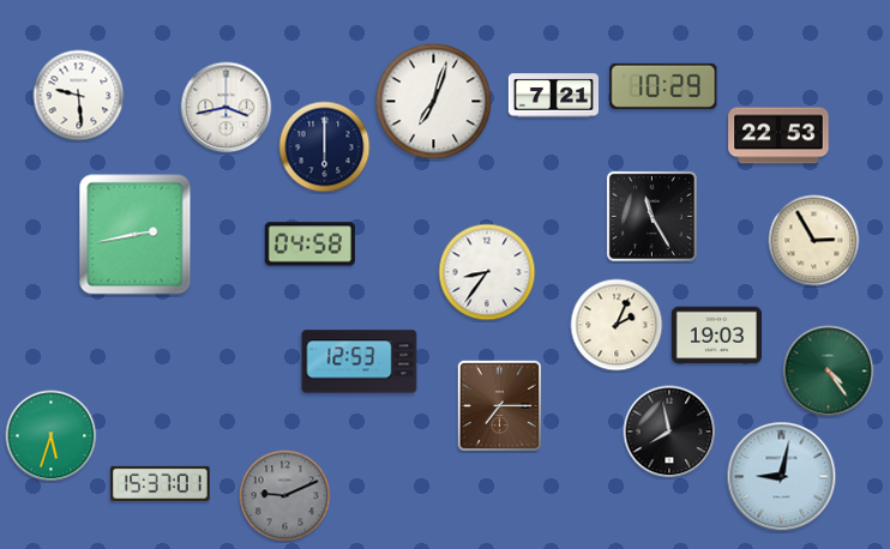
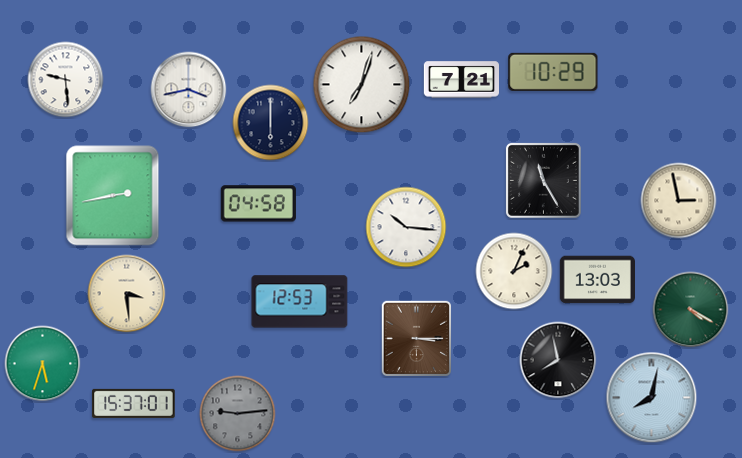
clock at (778, 135): 22:53 -> none
clock at (814, 241): 2:55 -> 2:58
clock at (487, 272): 8:36 -> 10:16
clock at (716, 336): 19:03 -> 13:03
clock at (127, 294): none -> 3:29
clock at (829, 372): 4:24 -> 4:20
clock at (499, 405): 7:15 -> 3:15
clock at (782, 477): 9:02 -> 8:02
clock at (285, 496): 9:11 -> 9:14
